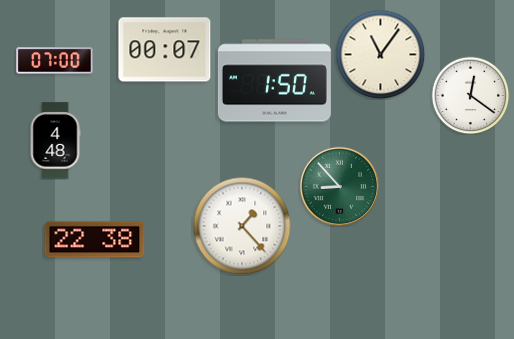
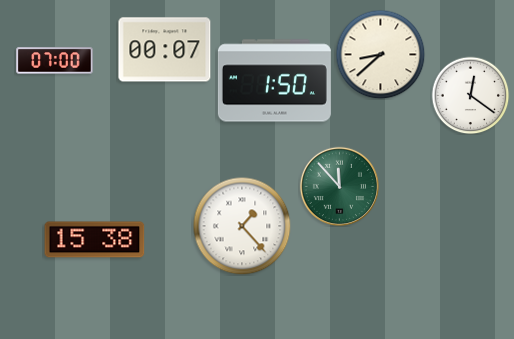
clock at (380, 54): 11:06 -> 8:38
clock at (55, 141): 4:48 -> none
clock at (339, 186): 8:53 -> 11:53
clock at (95, 240): 22:38 -> 15:38
